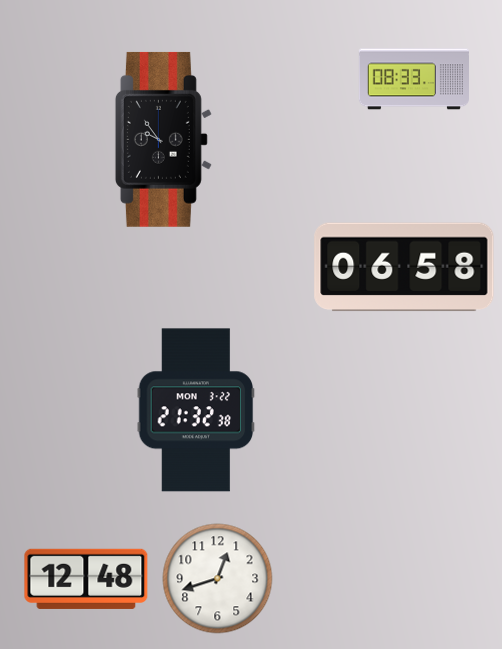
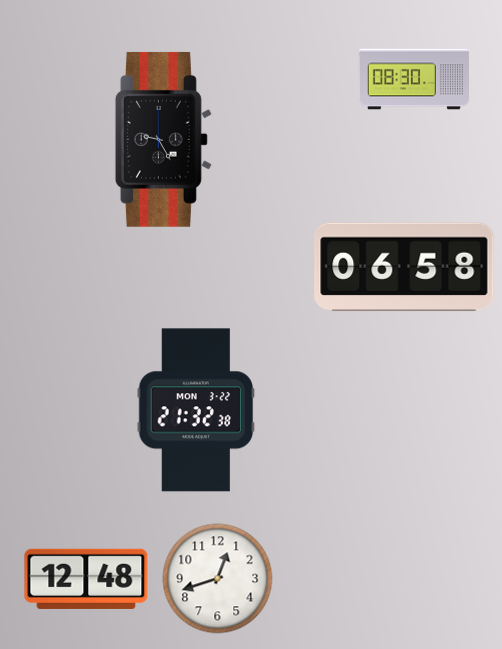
clock at (414, 79): 08:33 -> 08:30
clock at (163, 139): 9:54 -> 9:25
